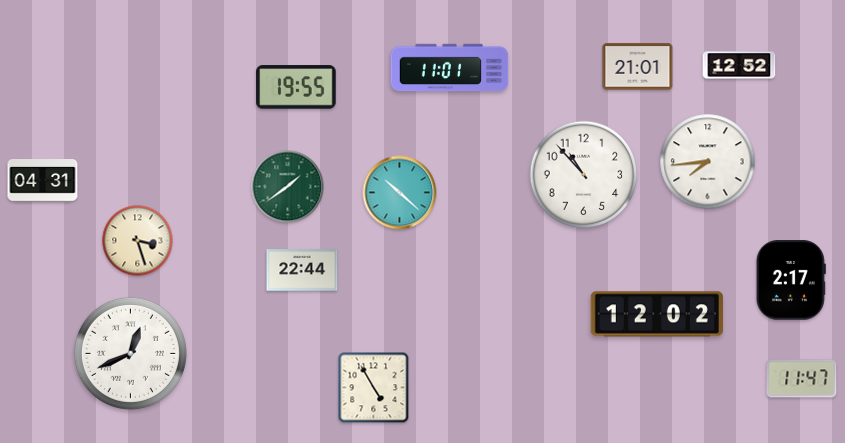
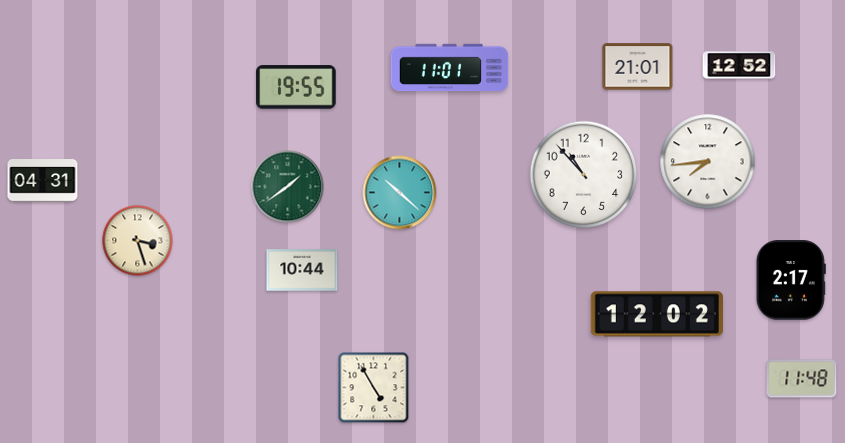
clock at (302, 270): 22:44 -> 10:44
clock at (130, 353): 12:41 -> none
clock at (802, 379): 11:47 -> 11:48
